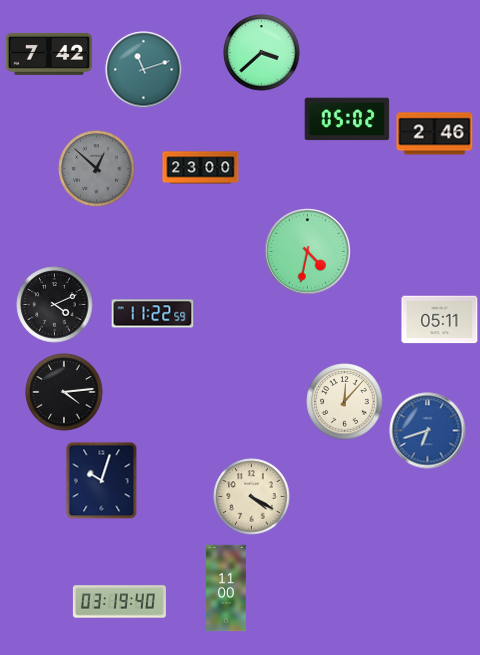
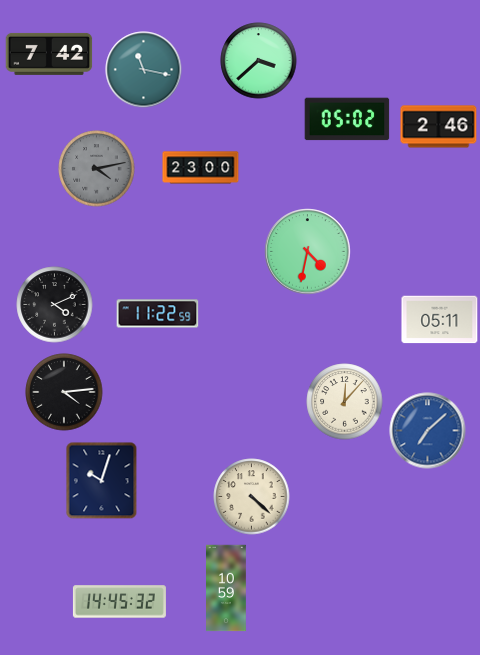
clock at (262, 53) position: (262, 53) -> (259, 61)
clock at (144, 70): 11:12 -> 11:17
clock at (435, 134) position: (435, 134) -> (439, 127)
clock at (97, 169): 12:52 -> 4:13
clock at (153, 314) position: (153, 314) -> (158, 314)
clock at (428, 431): 6:42 -> 7:08
clock at (252, 497): 4:20 -> 4:22
clock at (226, 588): 11:00 -> 10:59
clock at (119, 602): 03:19 -> 14:45
